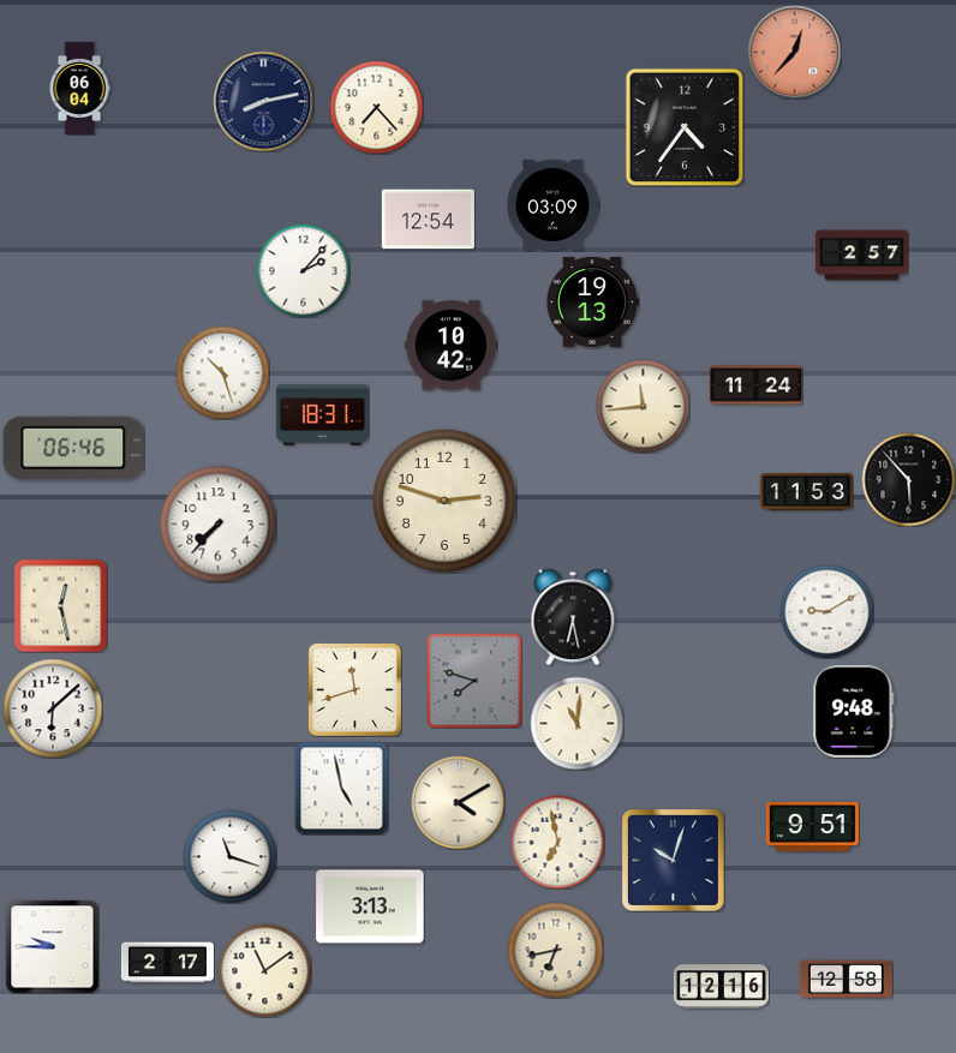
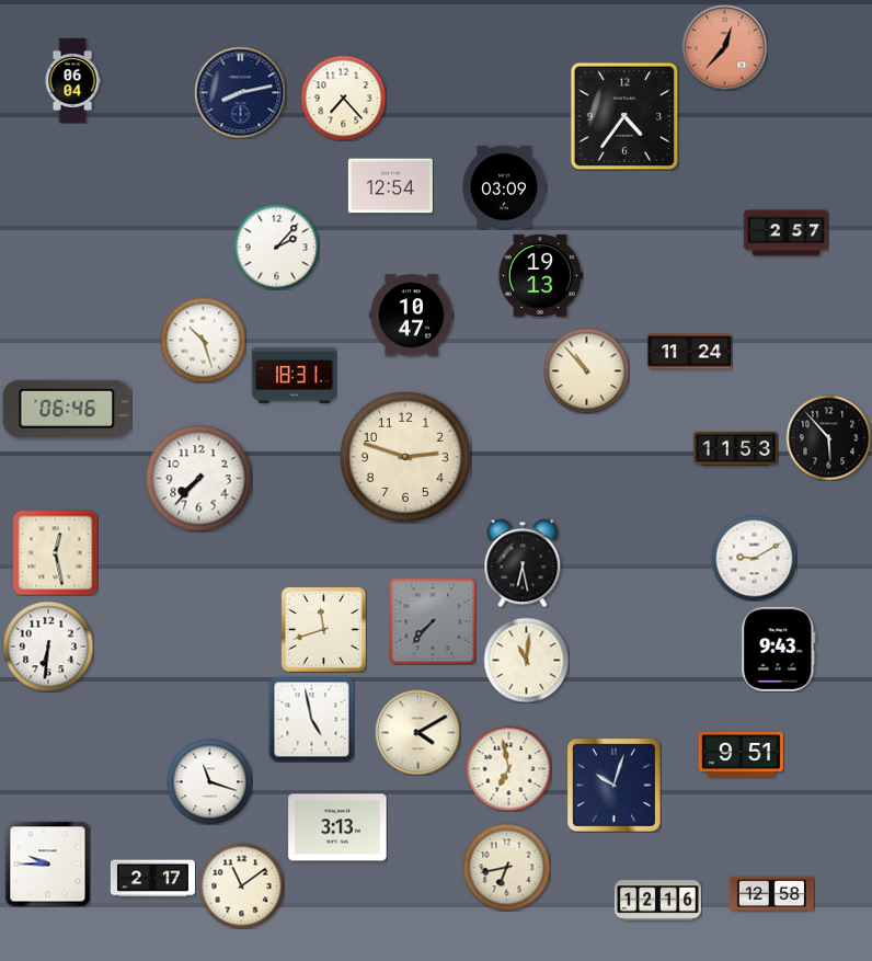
clock at (428, 220) position: (428, 220) -> (390, 186)
clock at (450, 346): 10:42 -> 10:47
clock at (643, 406): 11:44 -> 10:53
clock at (322, 414) position: (322, 414) -> (294, 375)
clock at (474, 681): 7:48 -> 7:37
clock at (53, 708): 6:08 -> 6:31
clock at (854, 711): 9:48 -> 9:43
